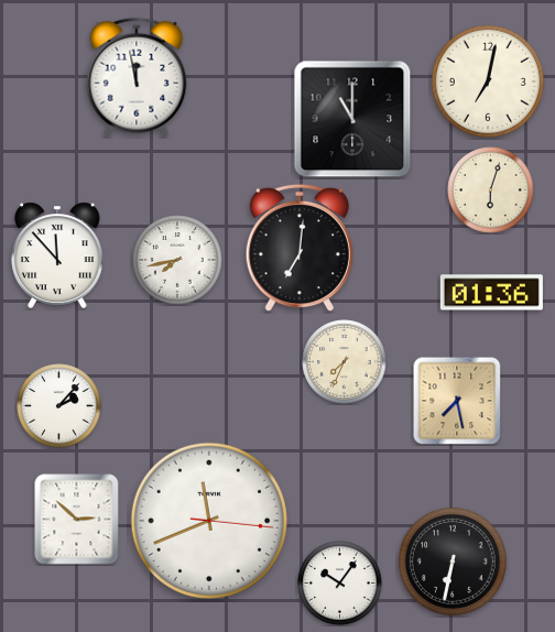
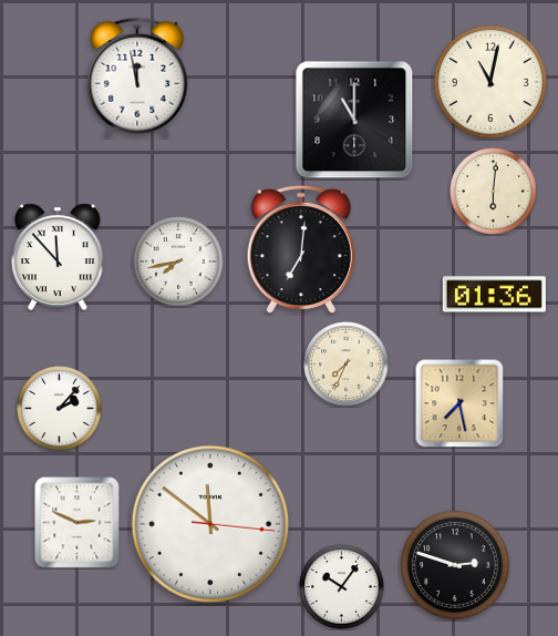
clock at (488, 81): 7:02 -> 11:02
clock at (491, 190): 6:03 -> 6:01
clock at (77, 520): 2:52 -> 2:49
clock at (209, 521): 11:41 -> 11:51
clock at (453, 562): 6:32 -> 2:48
